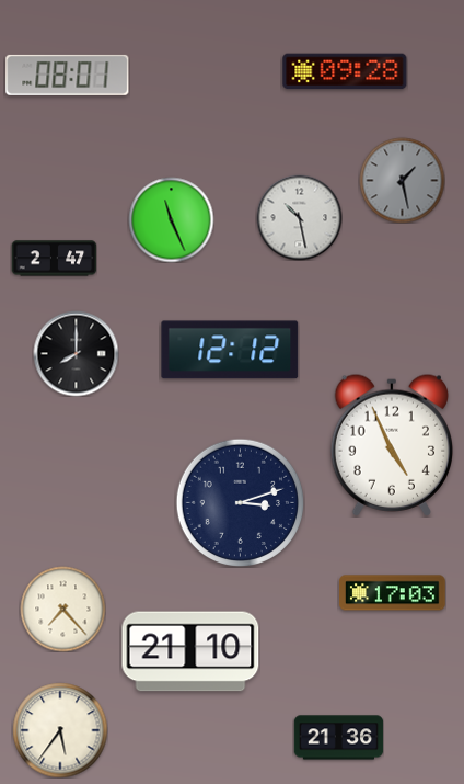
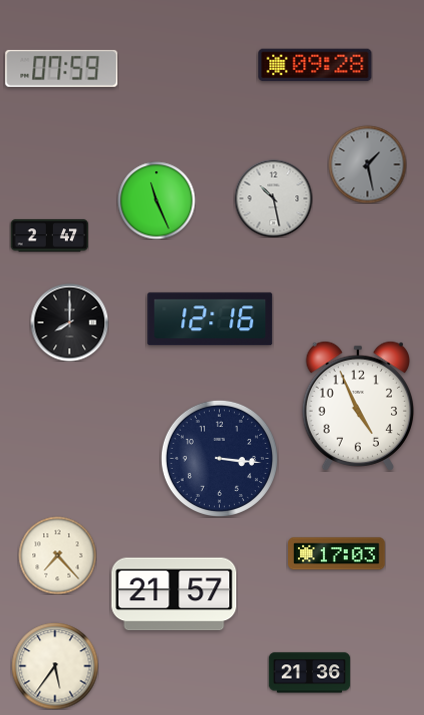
clock at (68, 75): 08:01 -> 07:59
clock at (230, 350): 12:12 -> 12:16
clock at (240, 502): 3:12 -> 3:16
clock at (393, 593) position: (393, 593) -> (337, 554)
clock at (190, 651): 21:10 -> 21:57
